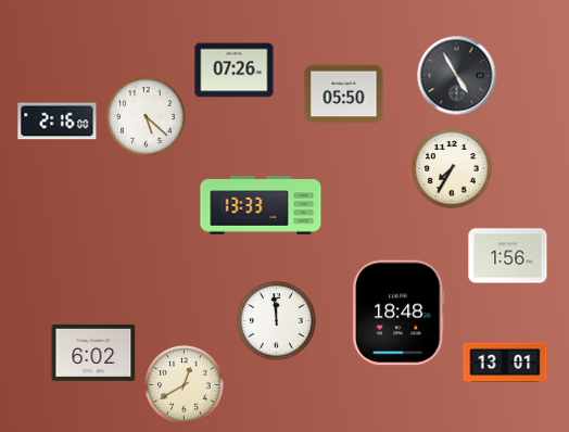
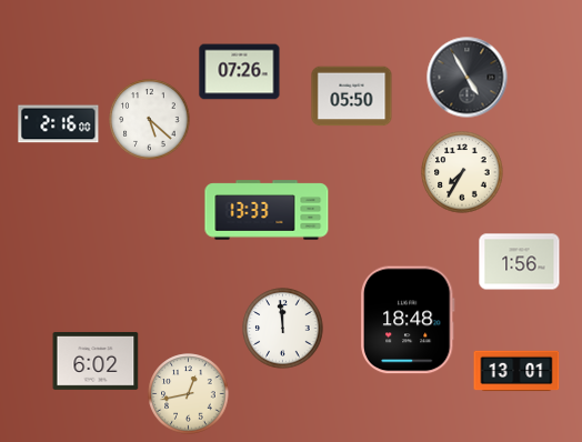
clock at (185, 385): 12:40 -> 12:43
